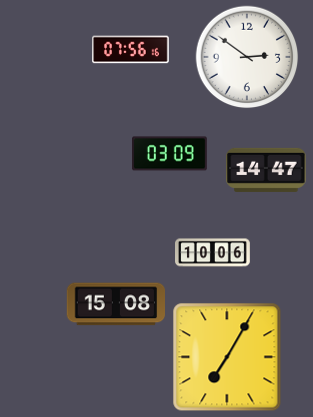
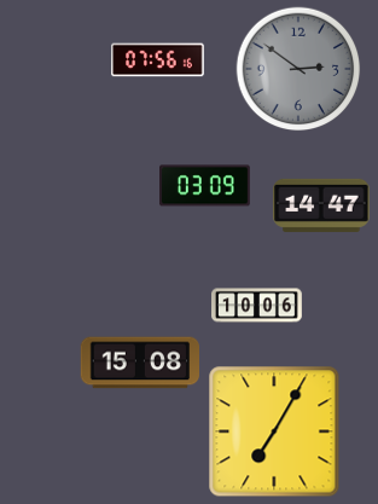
clock at (247, 57) dial: white -> grey
clock at (115, 304) position: (115, 304) -> (139, 363)
